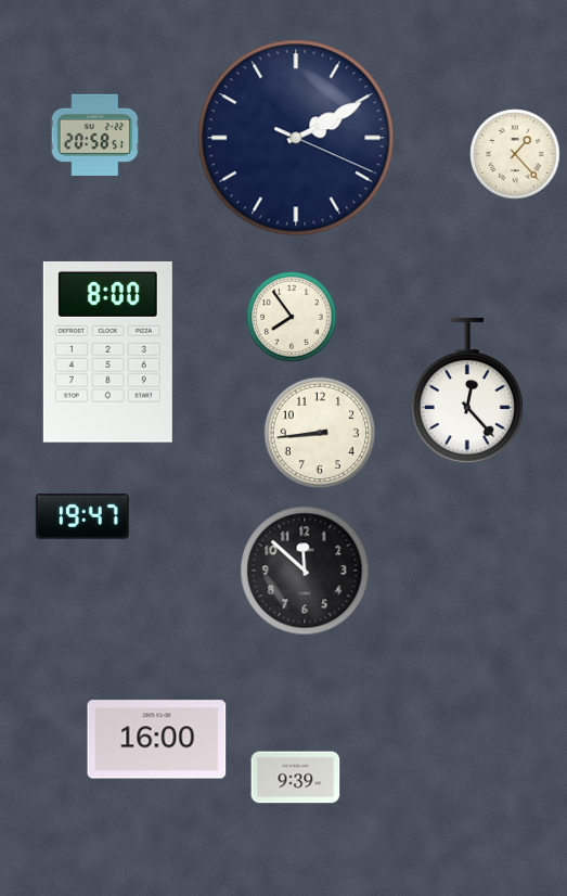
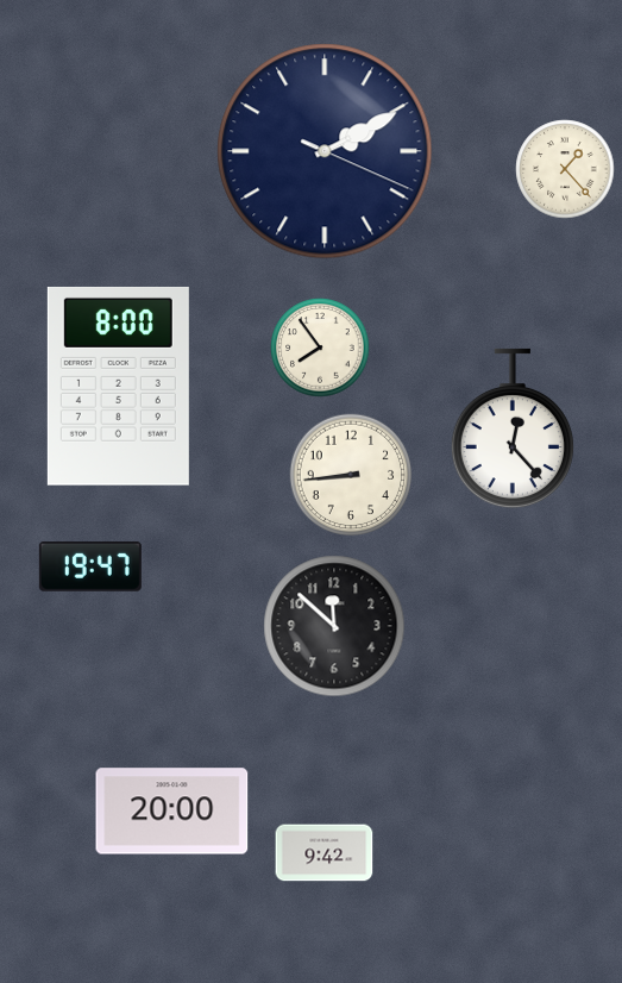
clock at (95, 135): 20:58 -> none
clock at (157, 740): 16:00 -> 20:00
clock at (296, 778): 9:39 -> 9:42
